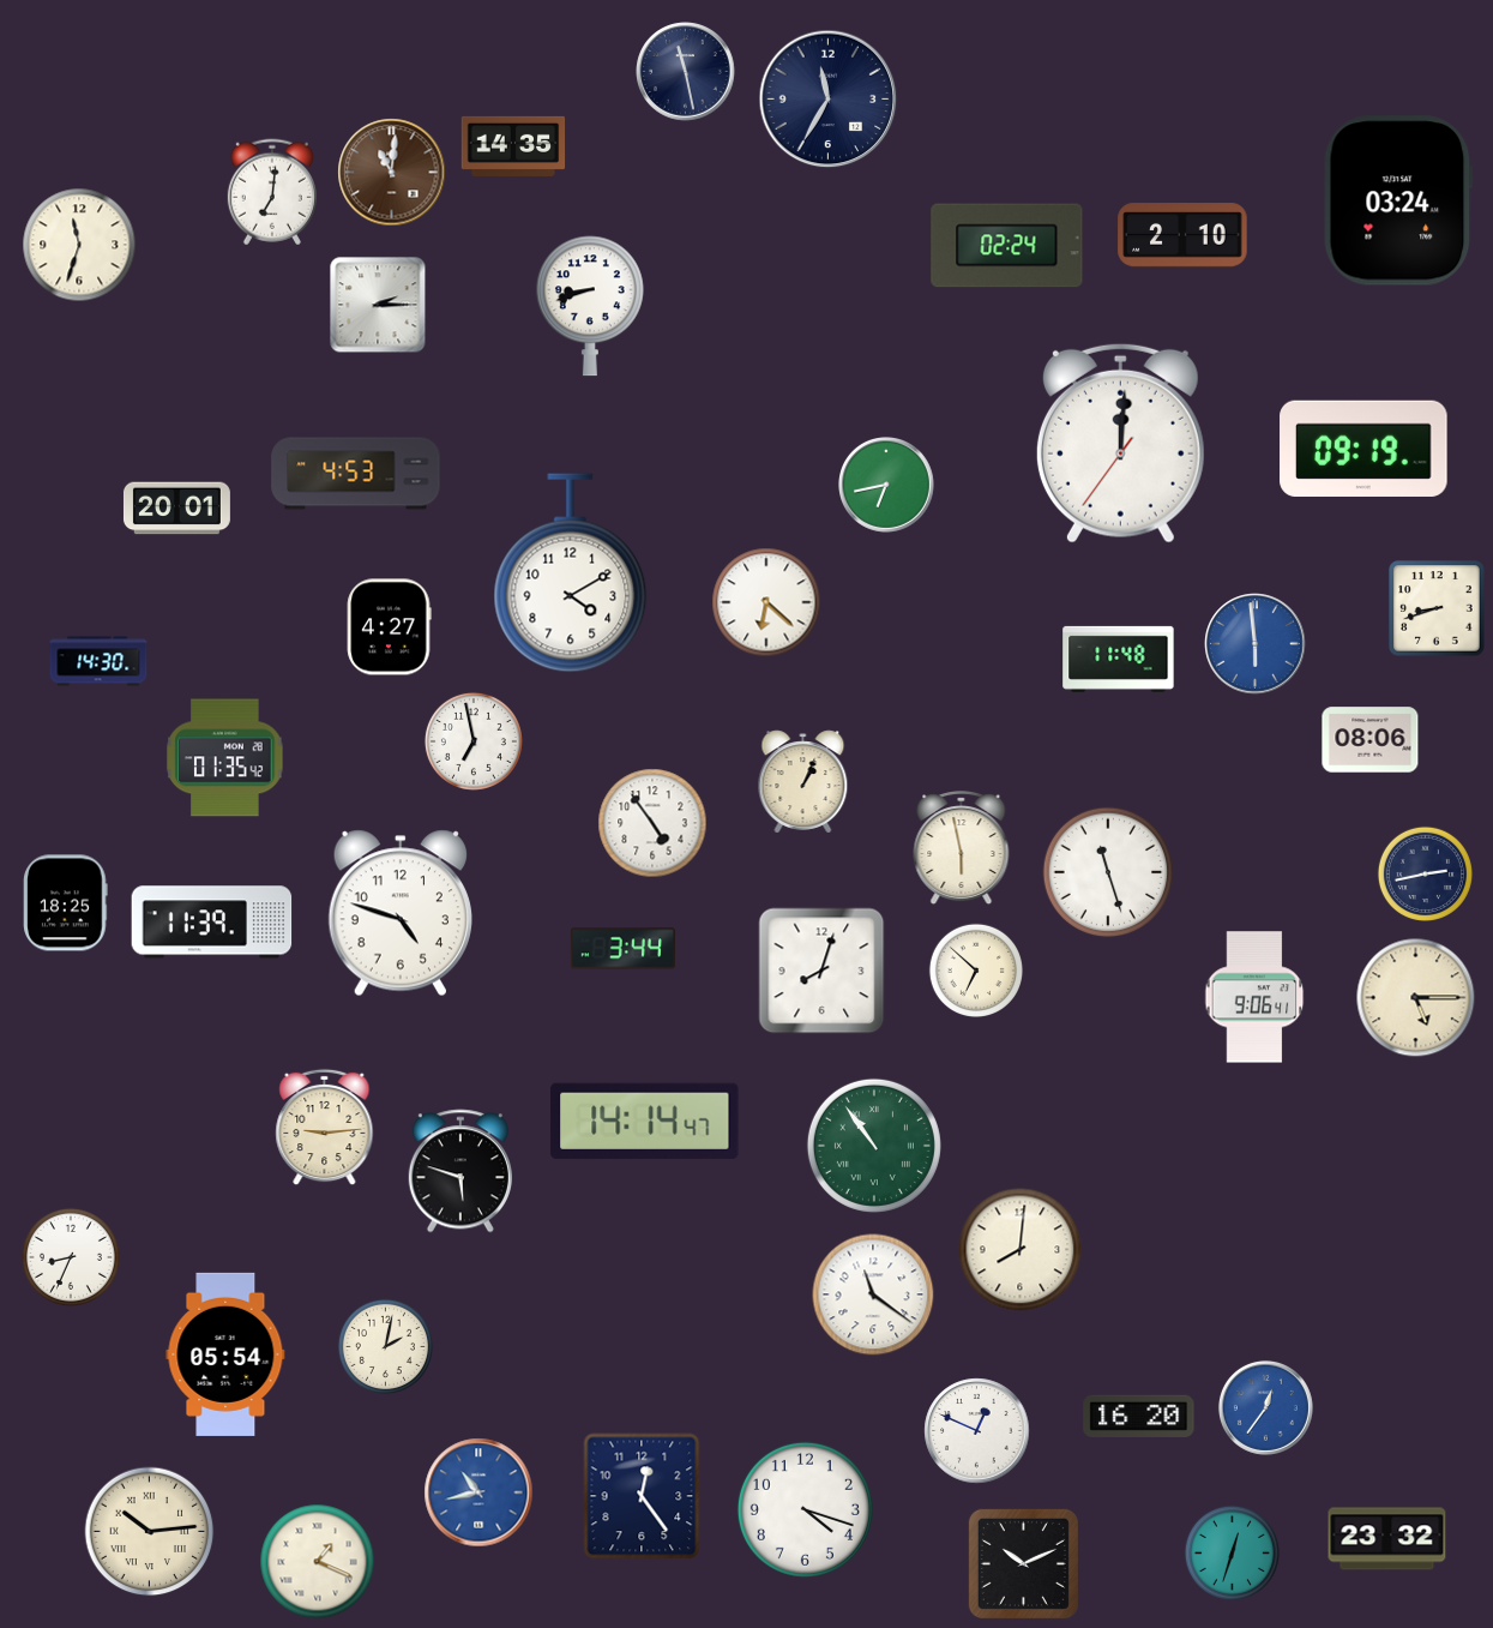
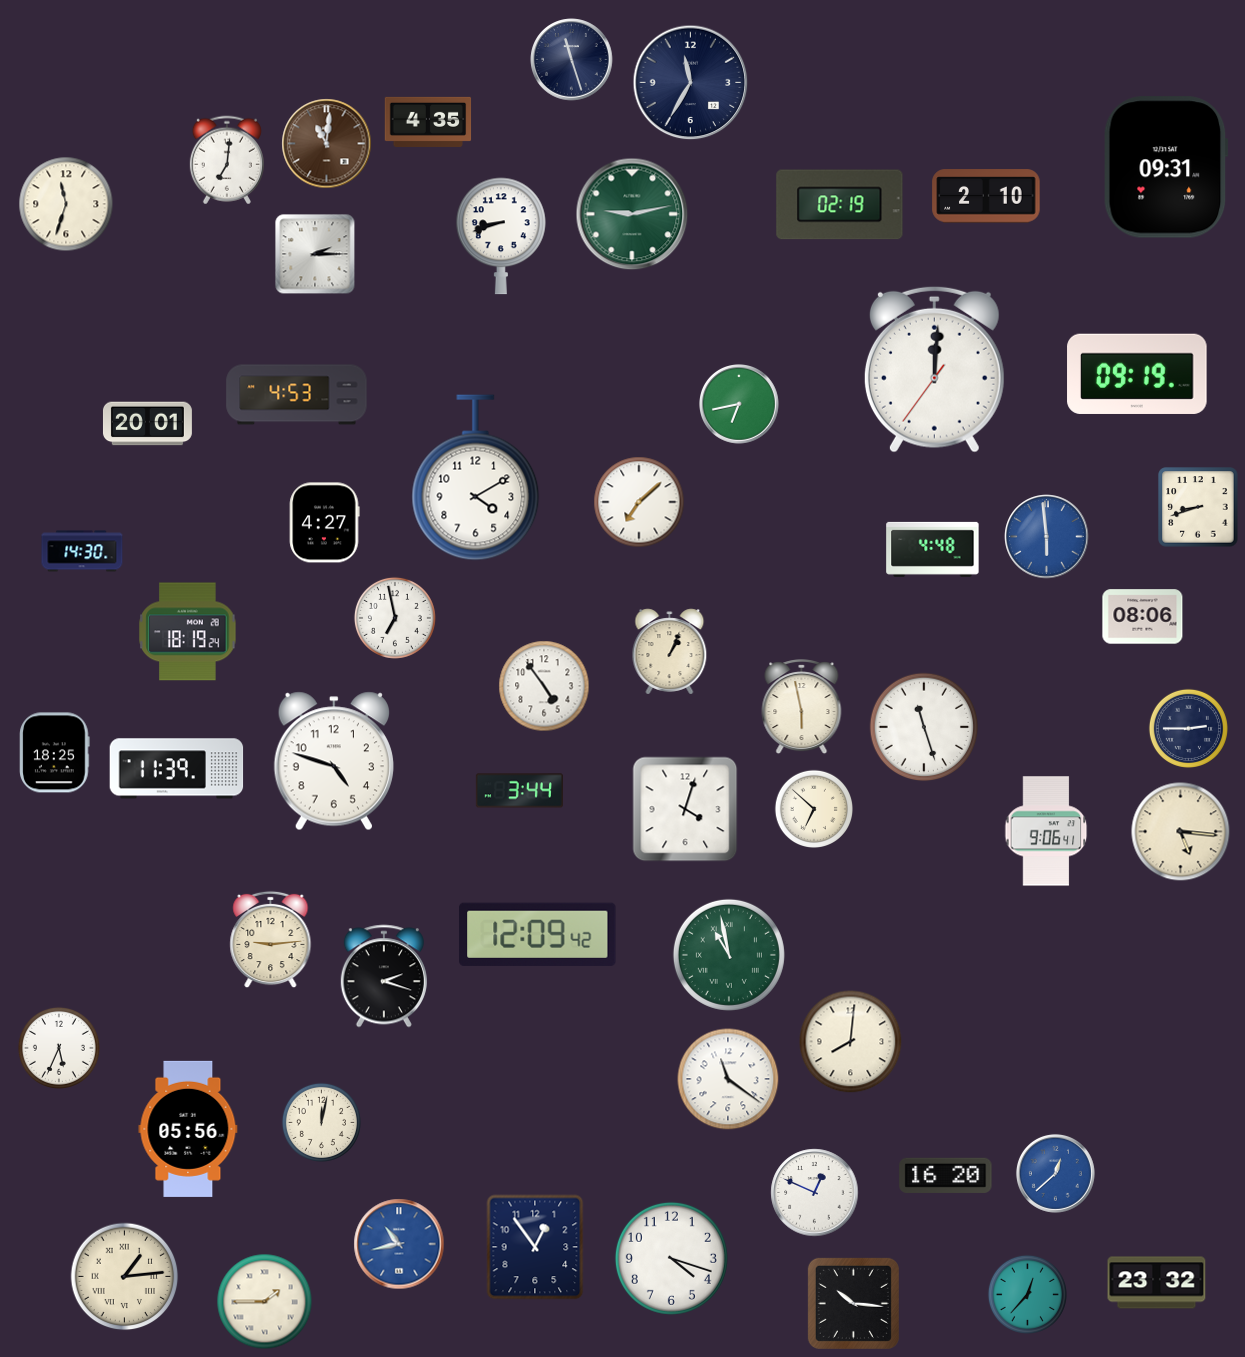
clock at (686, 72): 11:28 -> 11:27
clock at (513, 146): 14:35 -> 4:35
clock at (1398, 200): 03:24 -> 09:31
clock at (1007, 246): 02:24 -> 02:19
clock at (632, 214): none -> 9:13
clock at (590, 306) position: (590, 306) -> (501, 236)
clock at (766, 602): 6:22 -> 7:08
clock at (1119, 659): 11:48 -> 4:48
clock at (225, 758): 01:35 -> 18:19
clock at (1425, 873): 2:43 -> 2:45
clock at (821, 971): 8:03 -> 4:03
clock at (1416, 998): 5:15 -> 5:16
clock at (645, 1121): 14:14 -> 12:09
clock at (874, 1146): 10:54 -> 10:58
clock at (460, 1171): 5:48 -> 2:18
clock at (71, 1257): 8:34 -> 5:34
clock at (385, 1346): 2:02 -> 12:02
clock at (225, 1354): 05:54 -> 05:56
clock at (1265, 1407): 12:36 -> 12:38
clock at (1139, 1416) position: (1139, 1416) -> (946, 1175)
clock at (642, 1496): 12:24 -> 12:54
clock at (150, 1532): 10:14 -> 1:14
clock at (1232, 1552): 12:33 -> 12:37
clock at (318, 1562): 1:19 -> 1:45
clock at (1023, 1563): 10:11 -> 10:16
